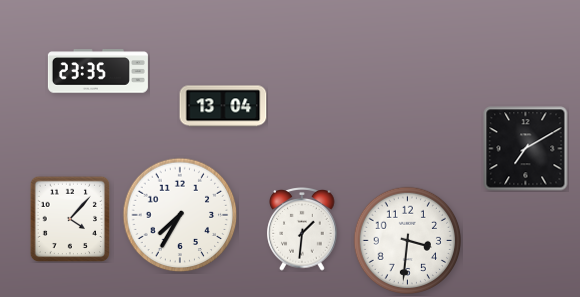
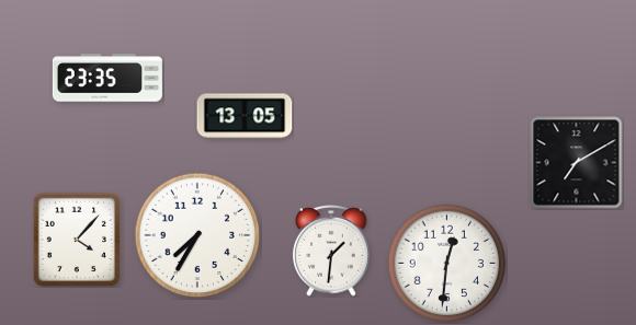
clock at (223, 106): 13:04 -> 13:05
clock at (408, 241): 3:31 -> 12:31
